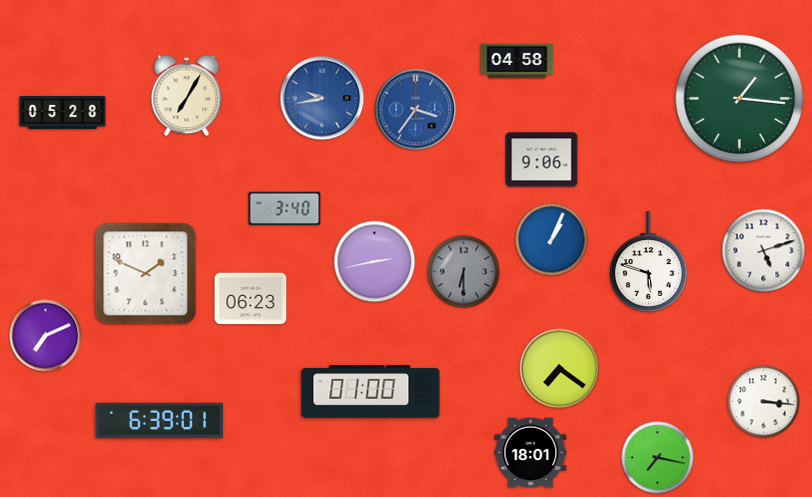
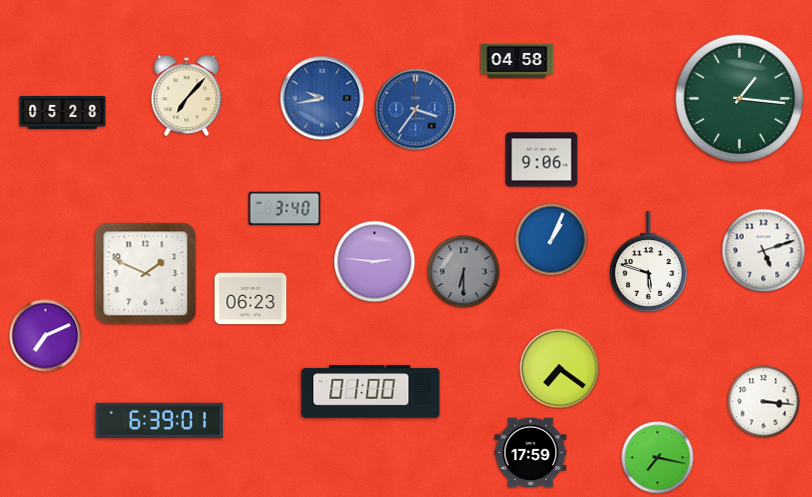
clock at (187, 96): 7:05 -> 7:07
clock at (375, 262): 2:43 -> 2:46
clock at (531, 453): 18:01 -> 17:59
